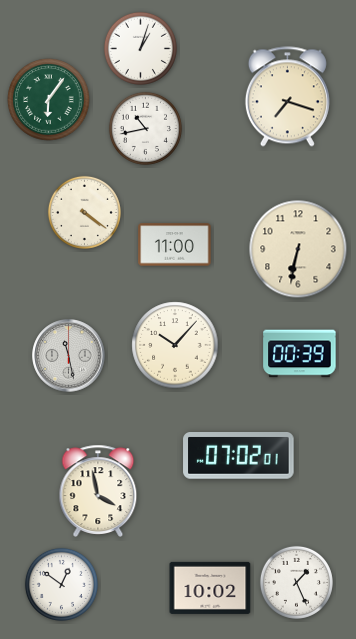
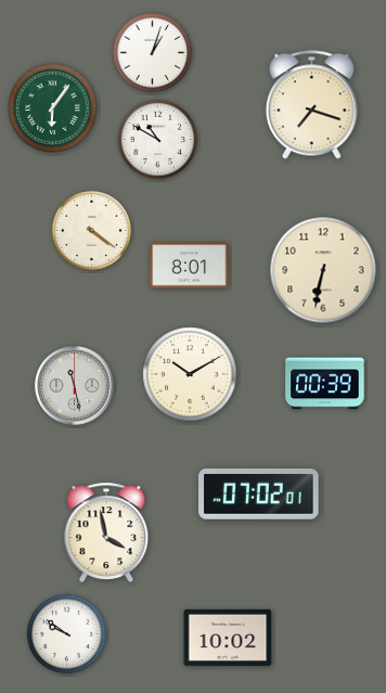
clock at (145, 128): 10:43 -> 10:50
clock at (175, 245): 11:00 -> 8:01
clock at (175, 345): 10:07 -> 10:10
clock at (296, 582): 1:26 -> none
clock at (61, 584): 12:51 -> 9:51
